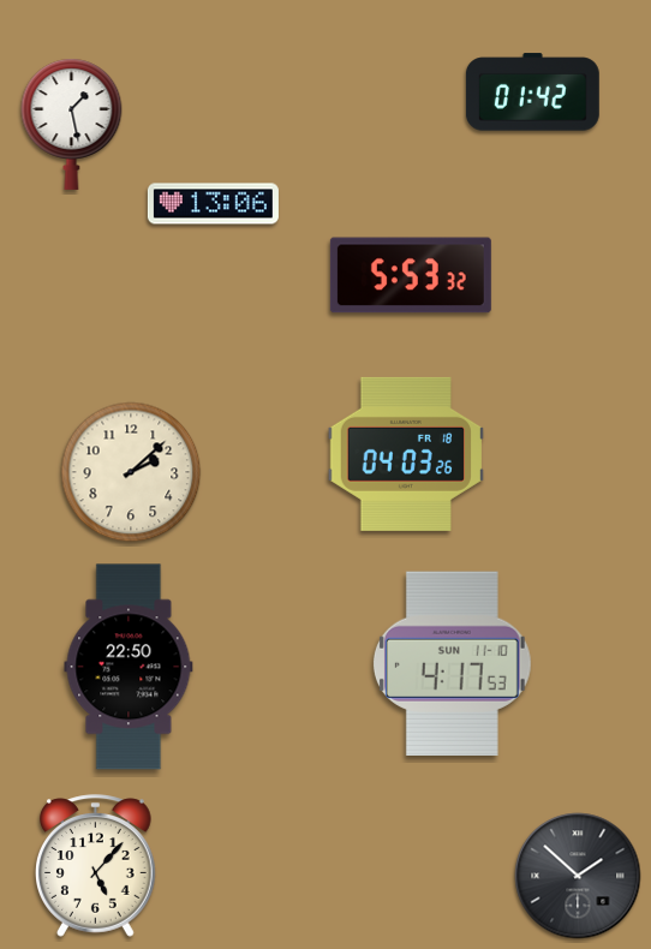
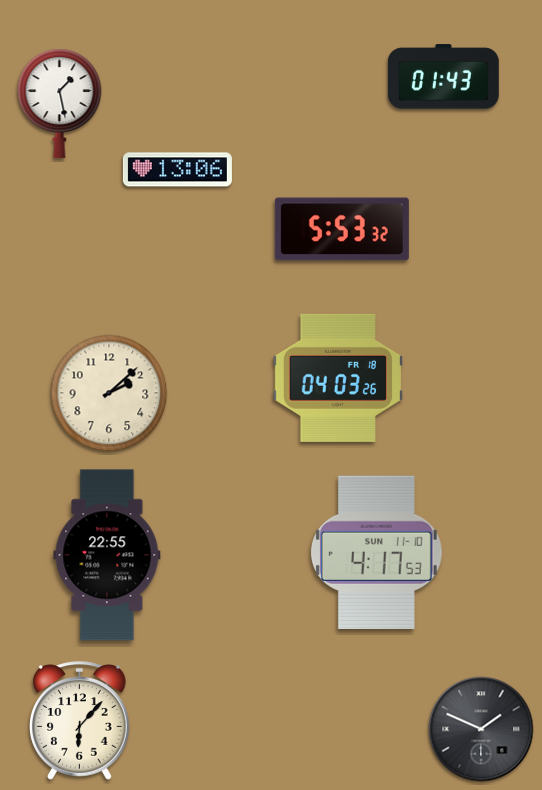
clock at (532, 92): 01:42 -> 01:43
clock at (129, 667): 22:50 -> 22:55
clock at (96, 866): 5:07 -> 6:07
clock at (578, 876): 1:52 -> 1:49
